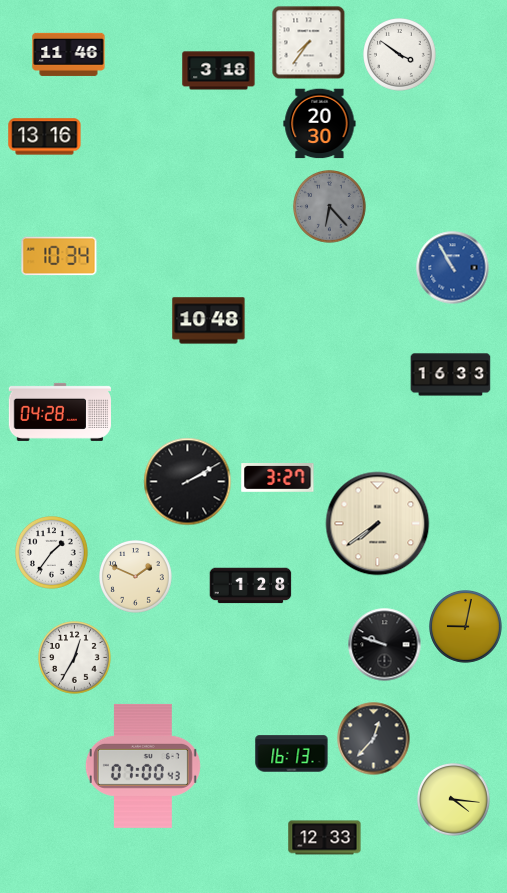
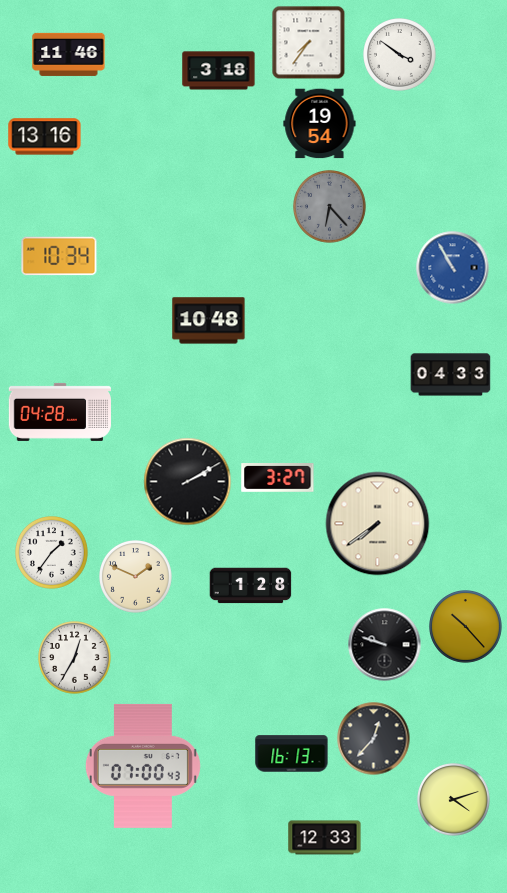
clock at (320, 124): 20:30 -> 19:54
clock at (451, 375): 16:33 -> 04:33
clock at (466, 627): 9:02 -> 10:23
clock at (454, 800): 4:16 -> 4:12
